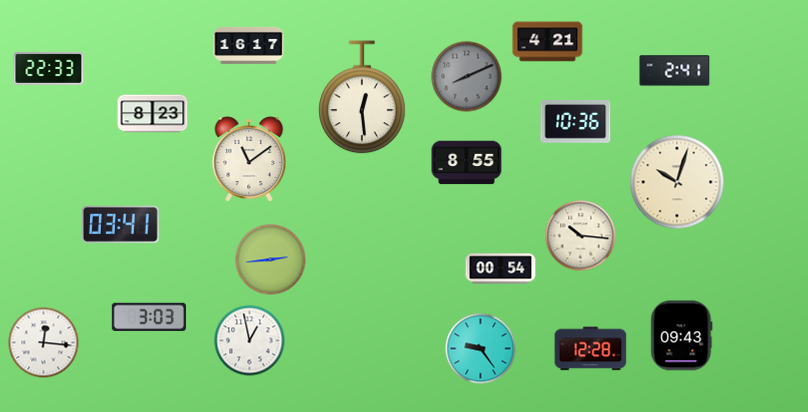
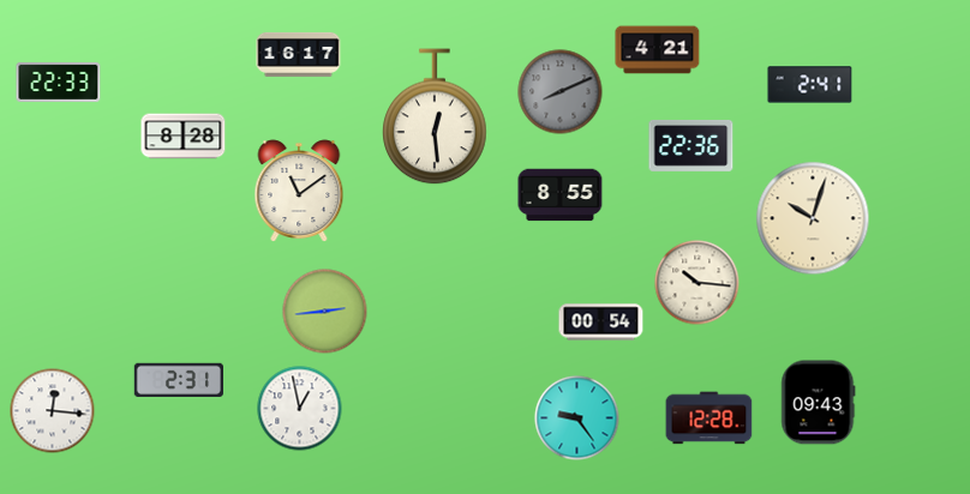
clock at (153, 114): 8:23 -> 8:28
clock at (576, 122): 10:36 -> 22:36
clock at (120, 224): 03:41 -> none
clock at (148, 317): 3:03 -> 2:31
